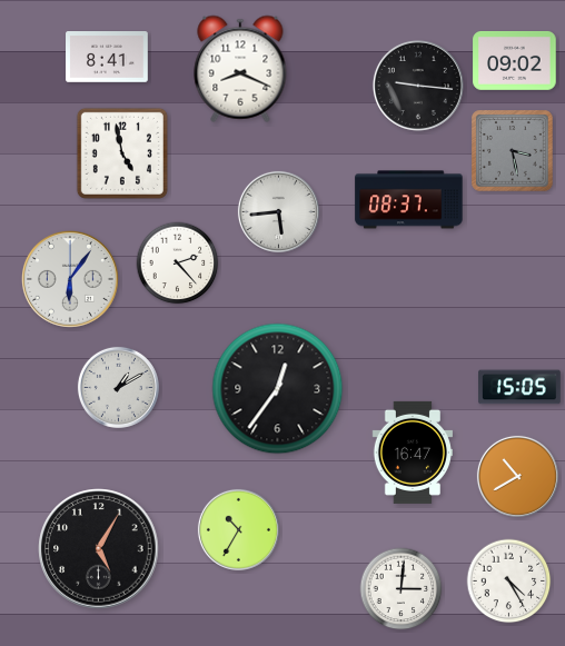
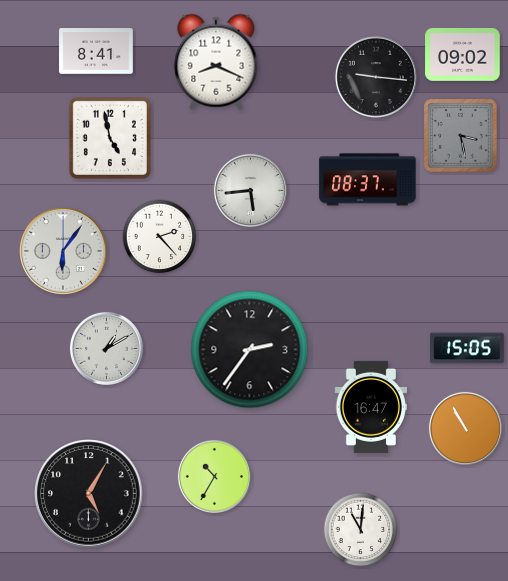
clock at (278, 389): 12:36 -> 2:36
clock at (517, 476): 10:40 -> 10:55
clock at (509, 582): 4:25 -> none
clock at (402, 589): 3:01 -> 11:01
